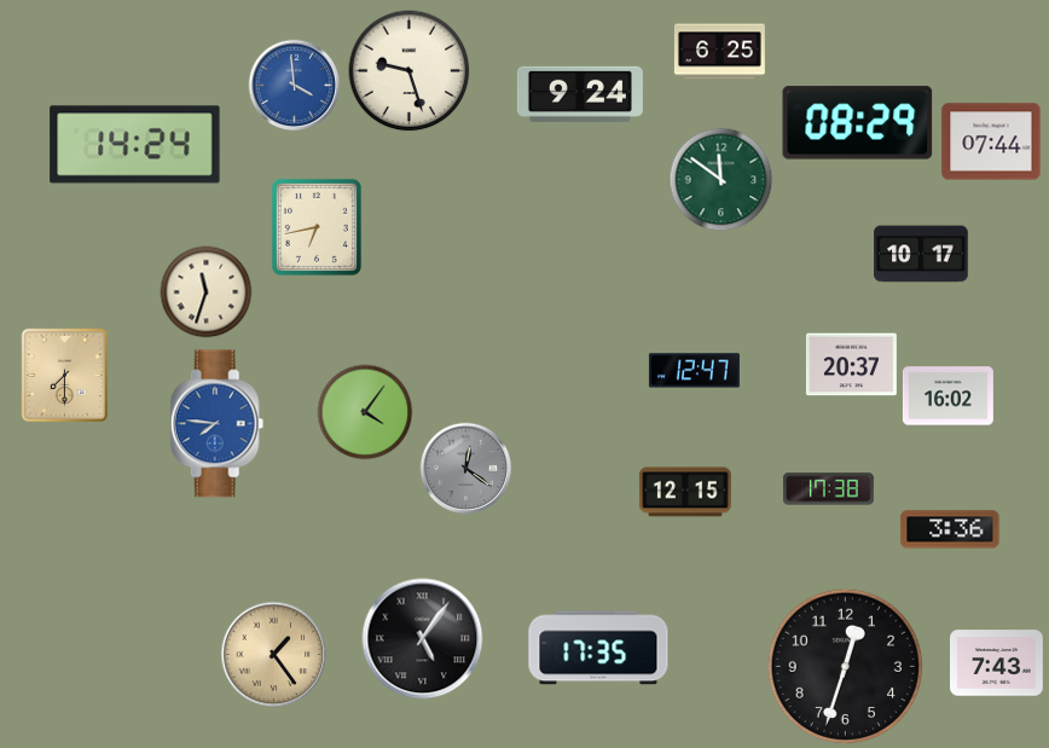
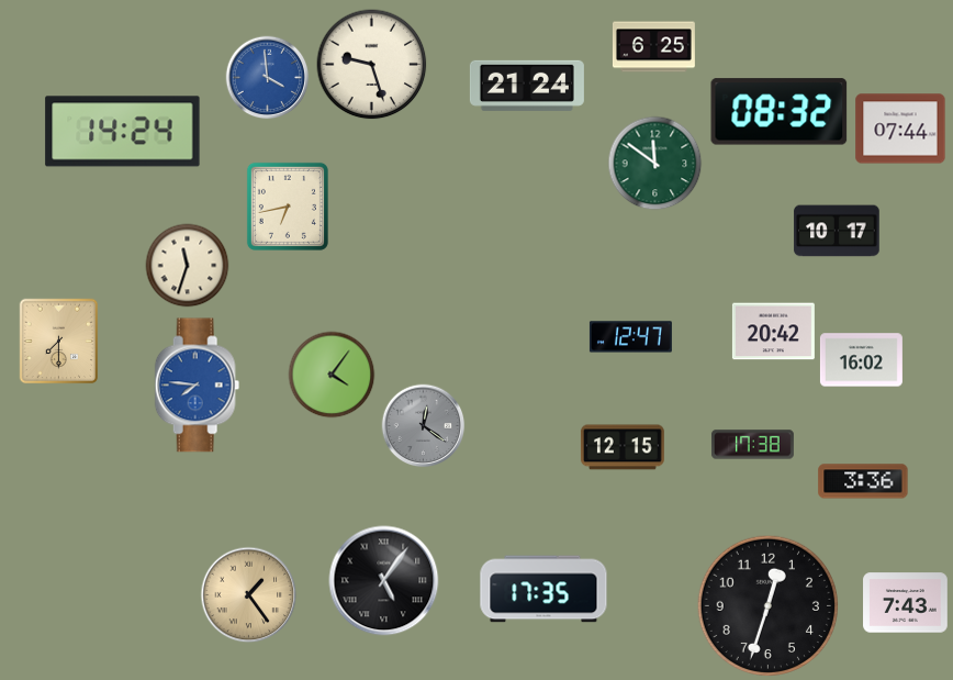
clock at (580, 94): 9:24 -> 21:24
clock at (858, 123): 08:29 -> 08:32
clock at (851, 365): 20:37 -> 20:42
